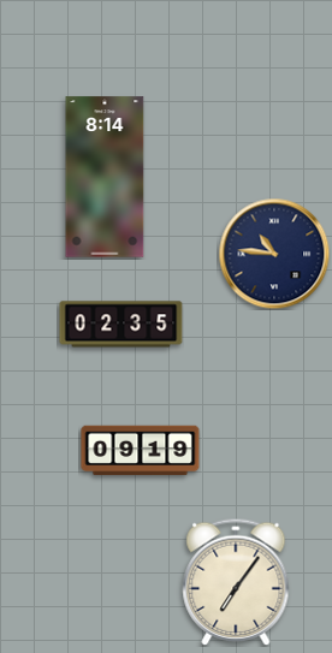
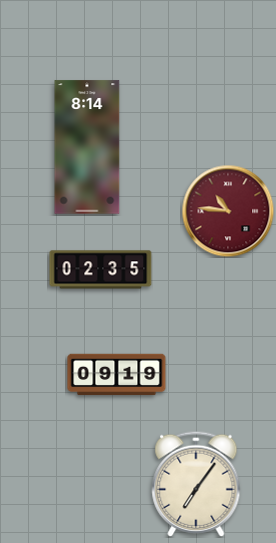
clock at (274, 254) dial: navy -> burgundy
